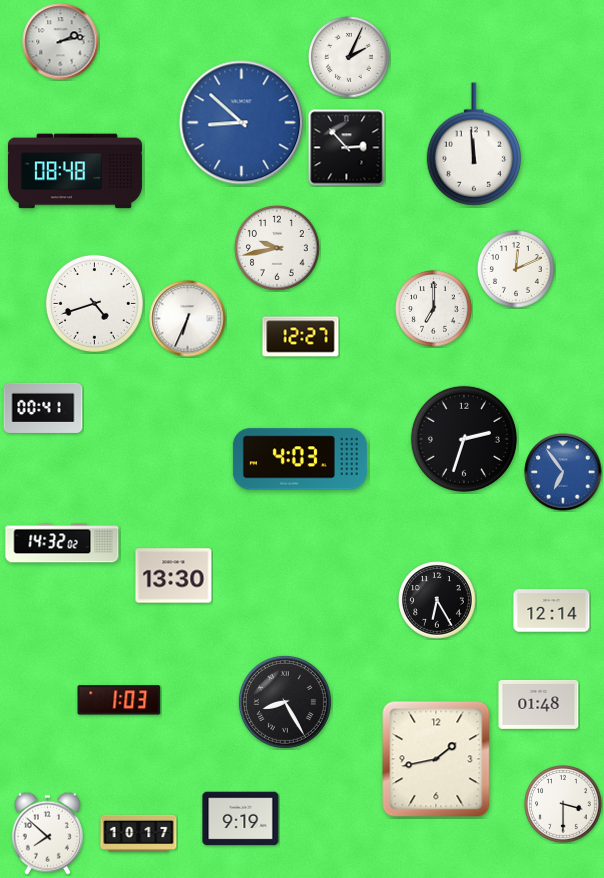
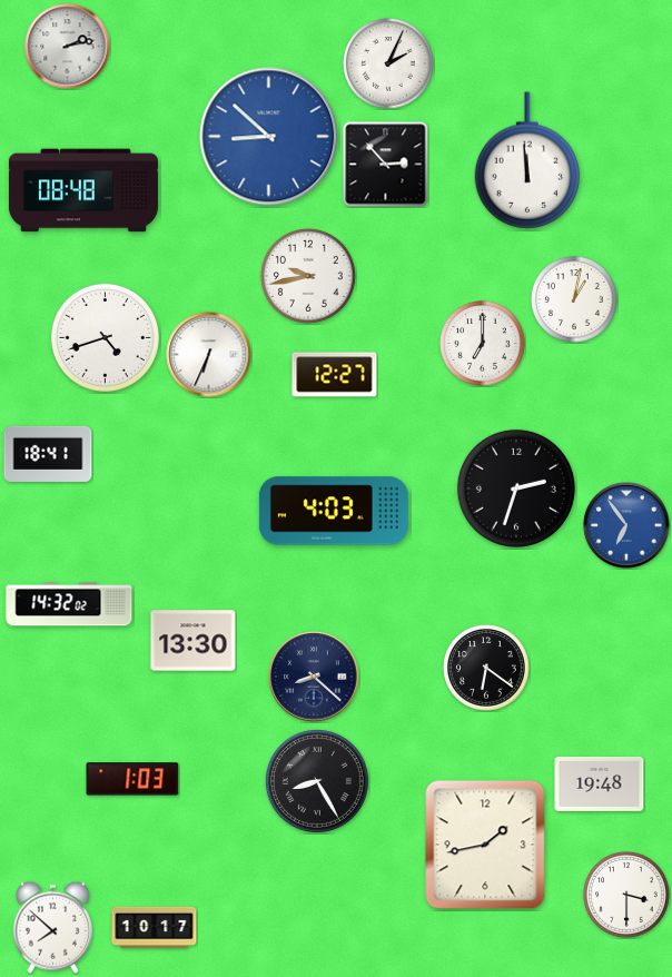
clock at (516, 269): 12:11 -> 1:02
clock at (43, 408): 00:41 -> 18:41
clock at (437, 600): 6:25 -> 6:21
clock at (314, 677): none -> 8:22
clock at (552, 611): 12:14 -> none
clock at (539, 704): 01:48 -> 19:48
clock at (241, 819): 9:19 -> none
